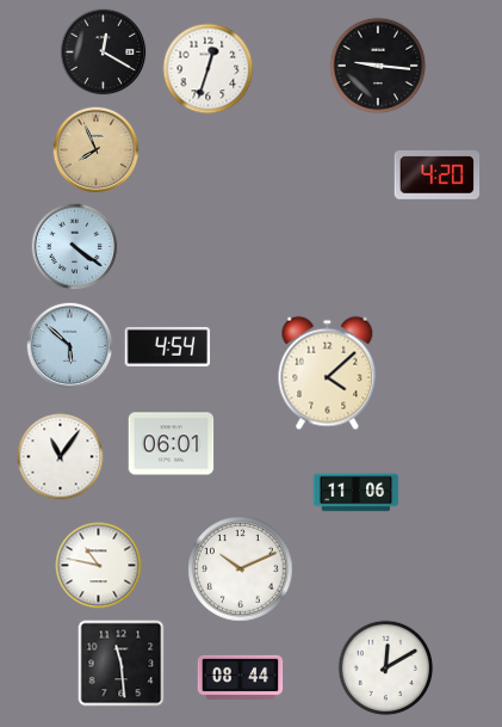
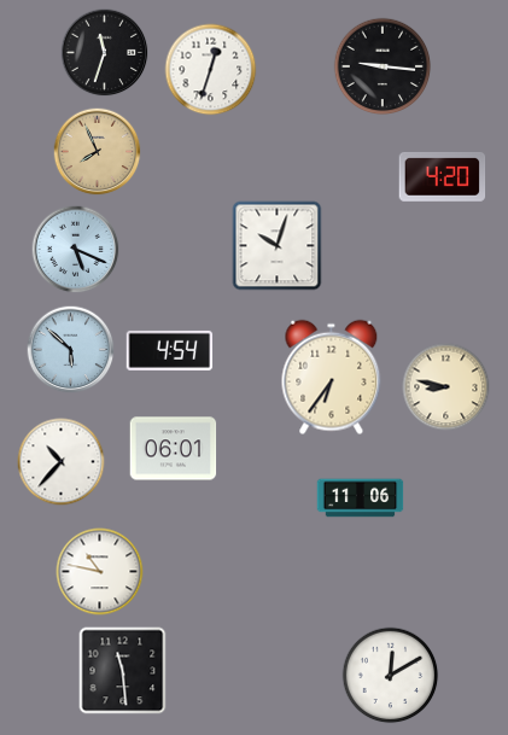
clock at (104, 53): 12:20 -> 11:33
clock at (278, 246): none -> 10:03
clock at (75, 247): 4:21 -> 5:19
clock at (328, 374): 4:08 -> 6:36
clock at (446, 387): none -> 8:47
clock at (61, 457): 11:06 -> 10:37
clock at (241, 569): 10:11 -> none
clock at (241, 677): 08:44 -> none
